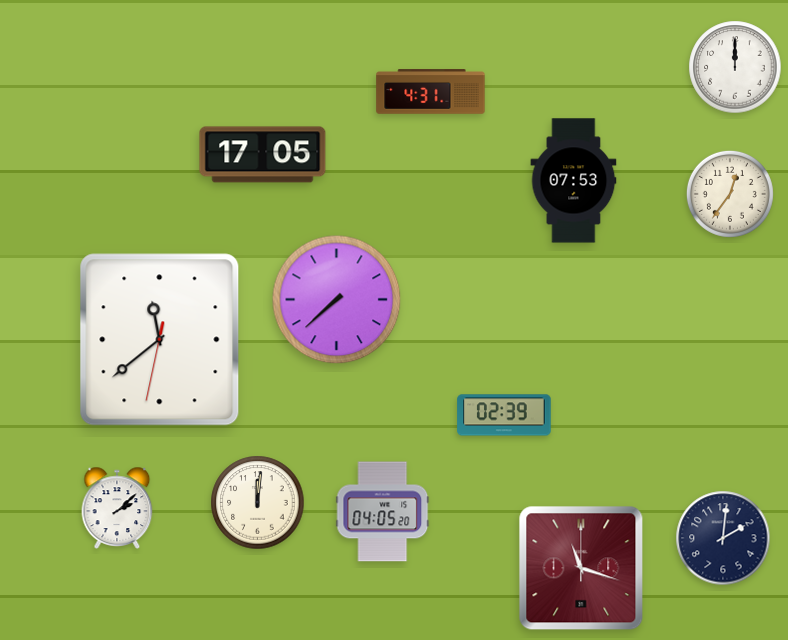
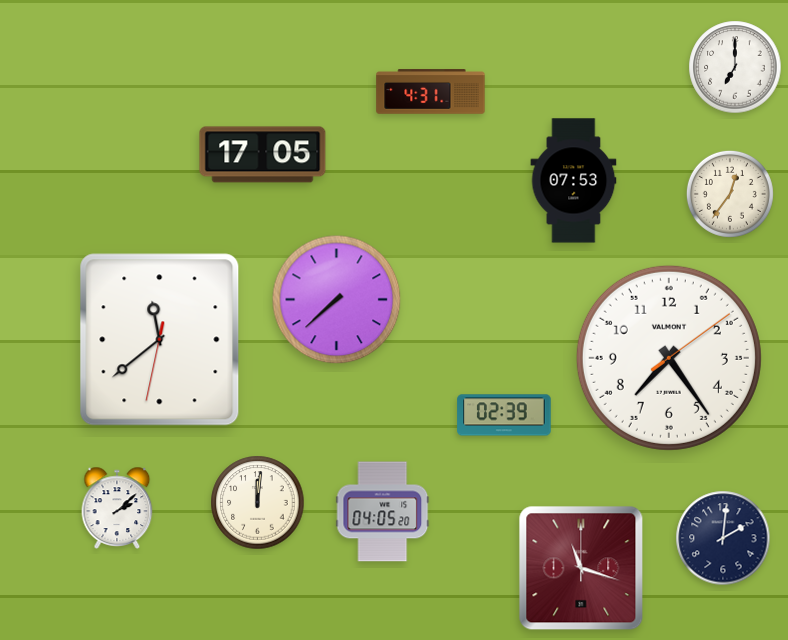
clock at (735, 67): 12:00 -> 7:00
clock at (669, 358): none -> 7:24
